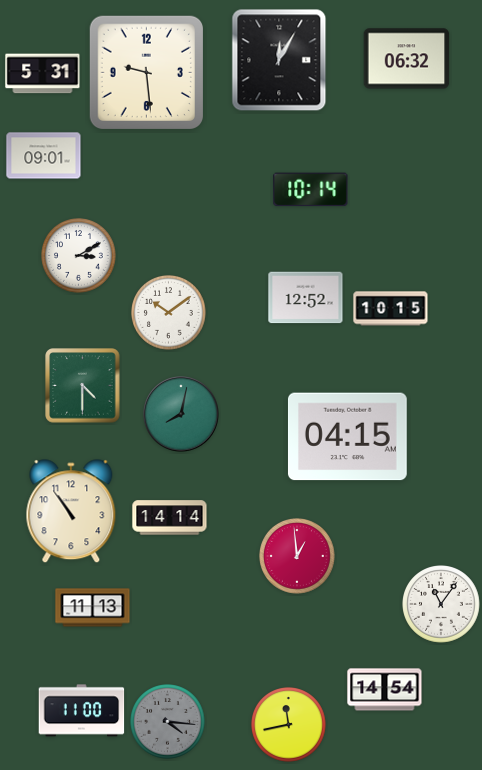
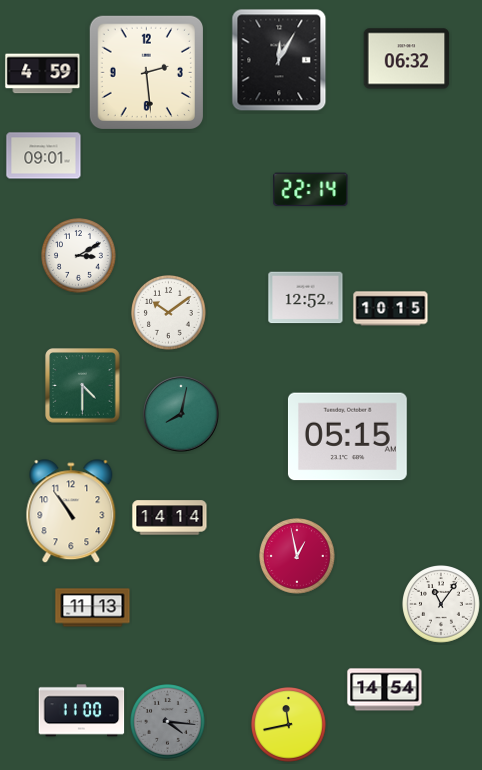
clock at (146, 72): 9:29 -> 2:29
clock at (43, 74): 5:31 -> 4:59
clock at (311, 190): 10:14 -> 22:14
clock at (347, 437): 04:15 -> 05:15
clock at (298, 557): 12:59 -> 12:58
